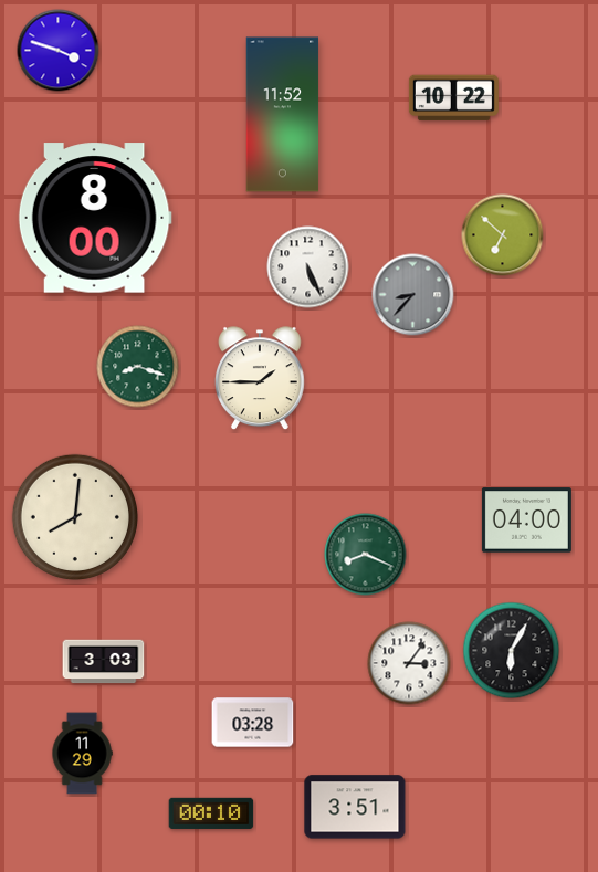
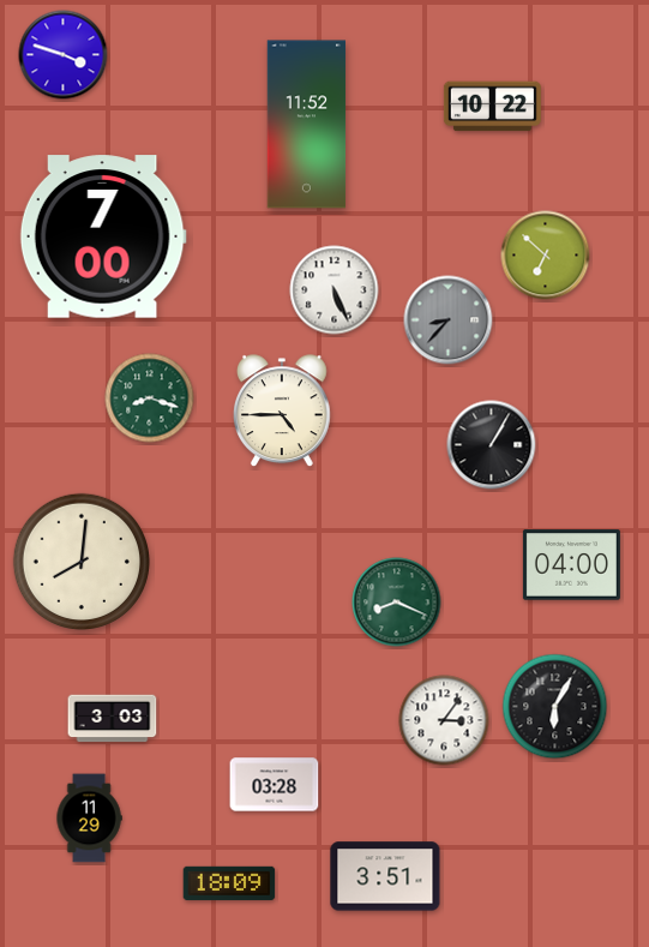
clock at (95, 218): 8:00 -> 7:00
clock at (260, 379): 1:45 -> 4:45
clock at (492, 445): none -> 1:05
clock at (211, 812): 00:10 -> 18:09
